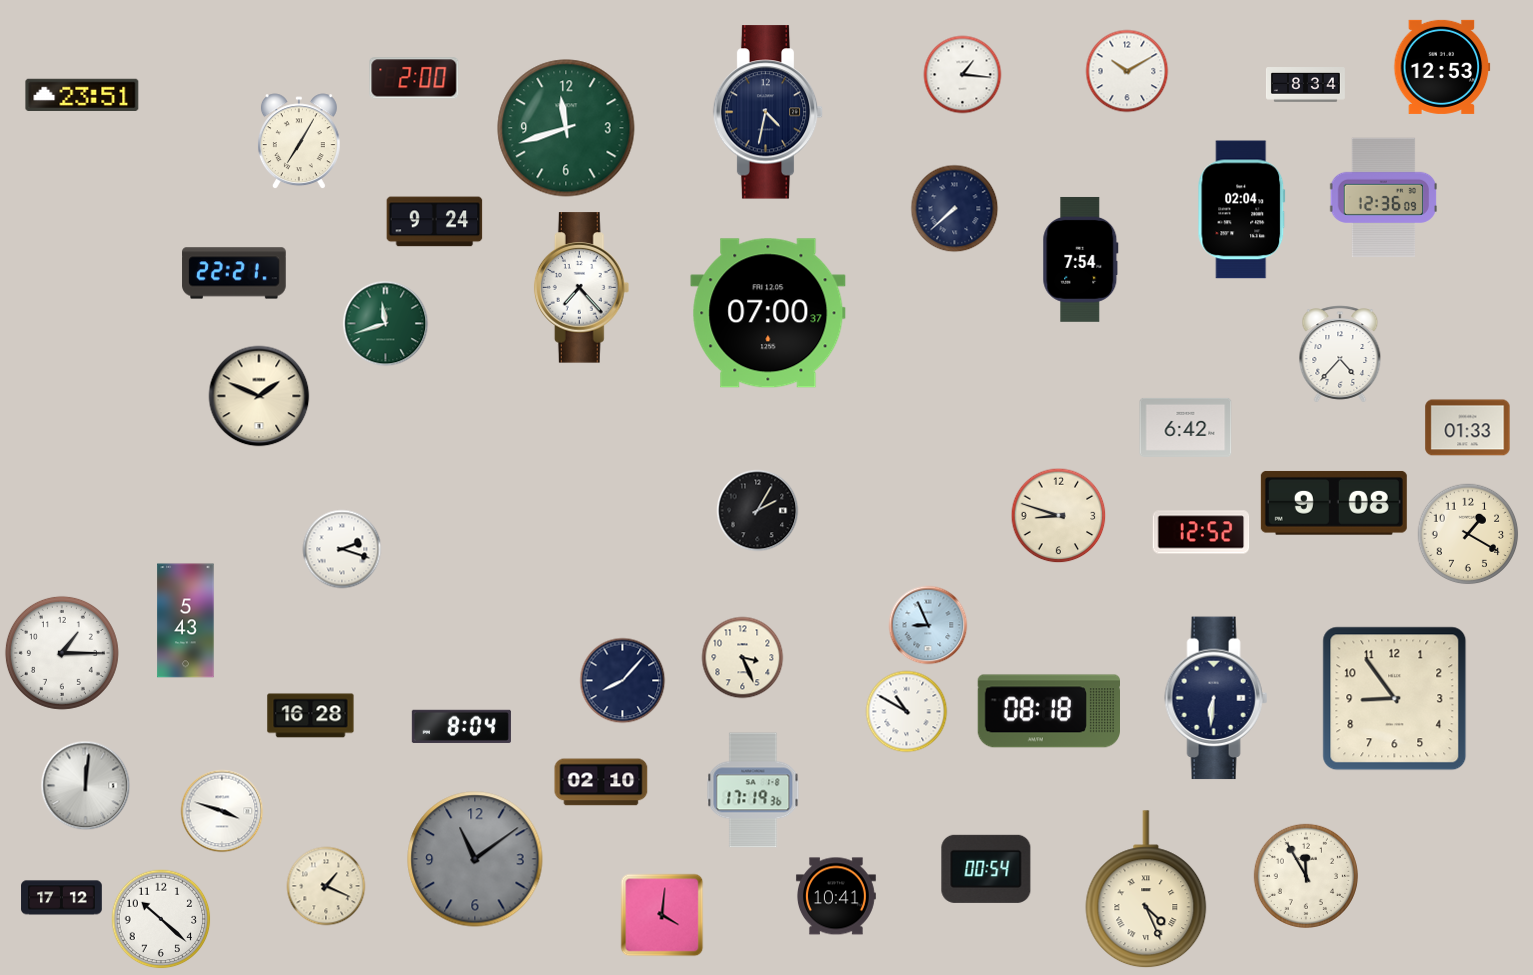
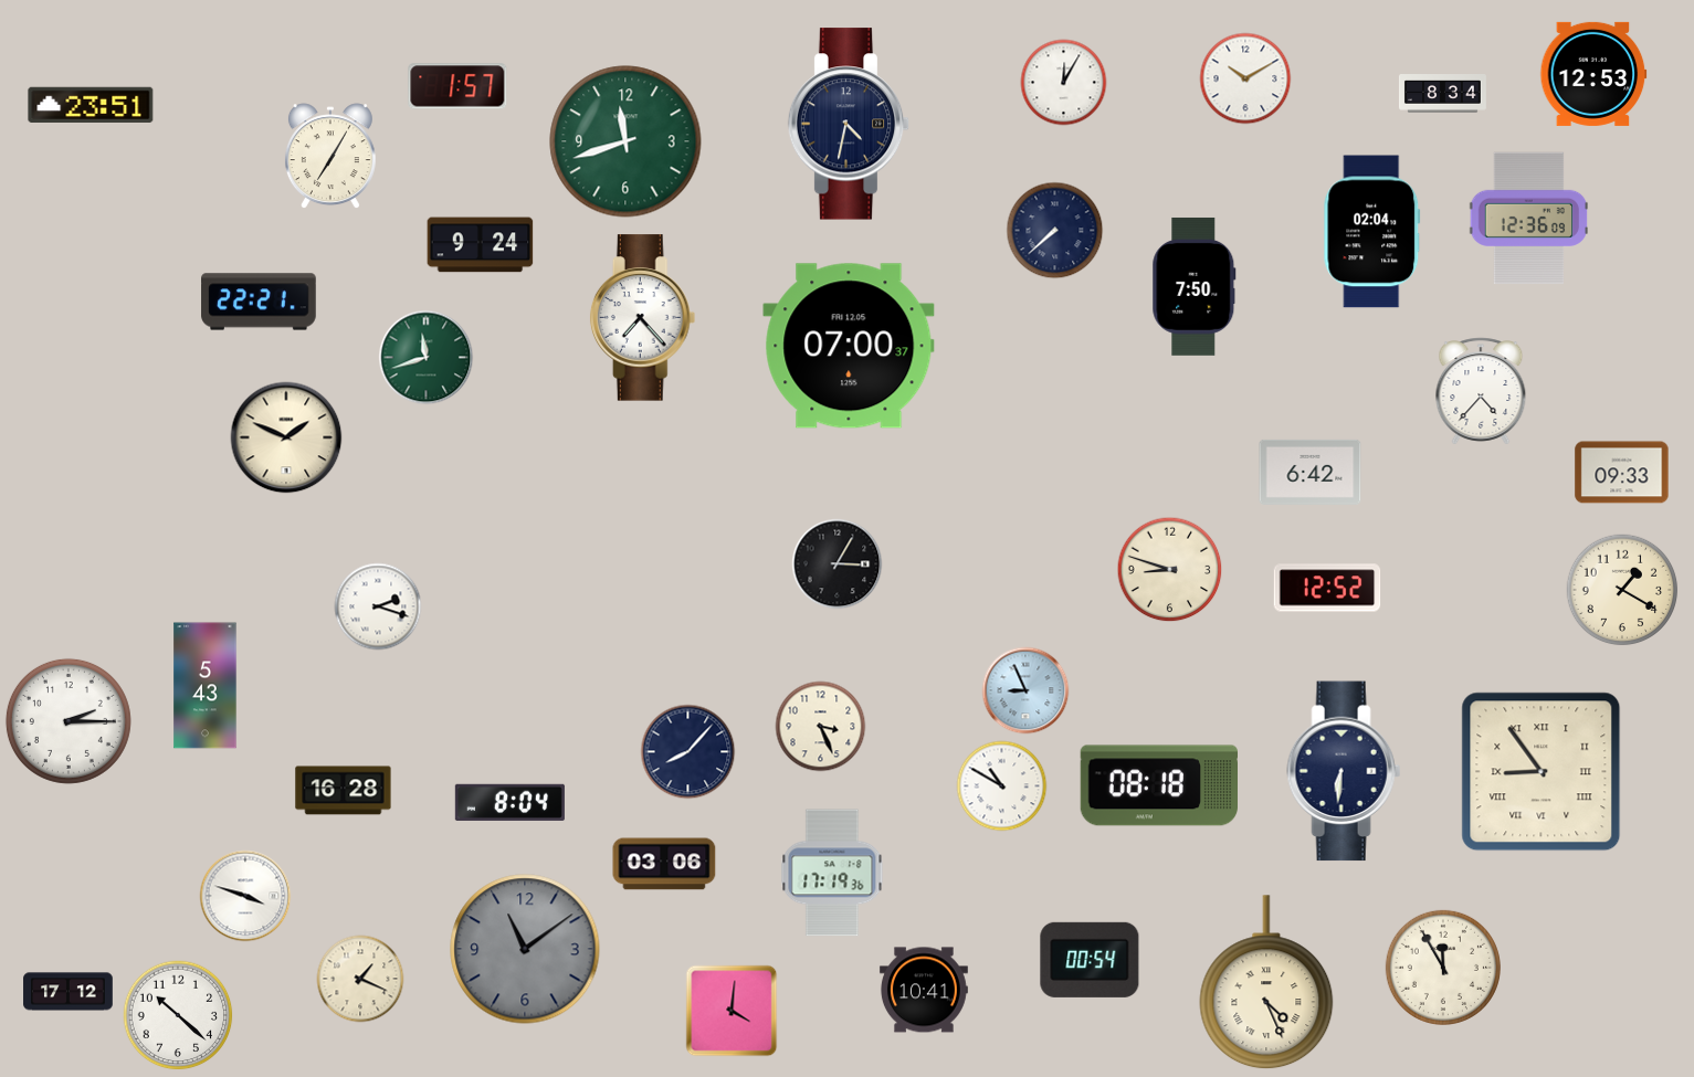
clock at (963, 75): 1:16 -> 12:05
clock at (414, 78): 2:00 -> 1:57
clock at (1081, 259): 7:54 -> 7:50
clock at (1468, 428): 01:33 -> 09:33
clock at (1334, 503): 9:08 -> none
clock at (758, 511): 2:05 -> 3:05
clock at (62, 653): 1:15 -> 2:15
clock at (1395, 699) numerals: Arabic -> Roman
clock at (601, 782): 02:10 -> 03:06
clock at (86, 786): 12:01 -> none
